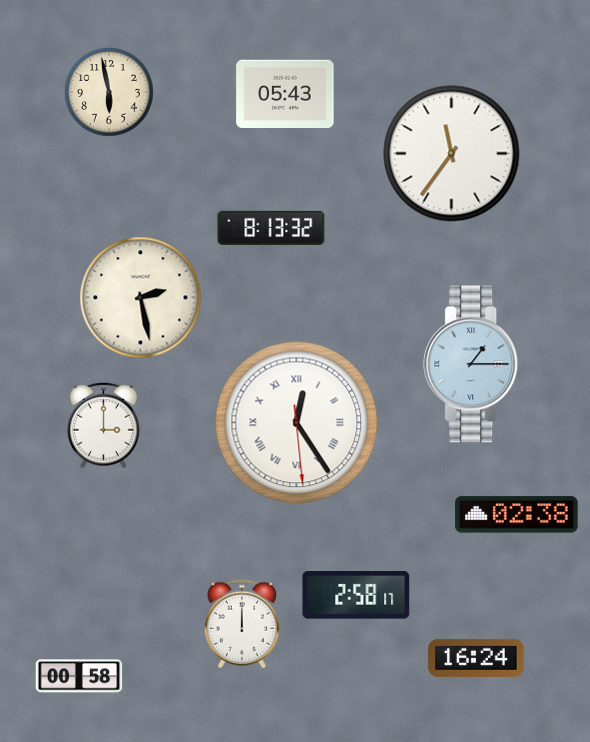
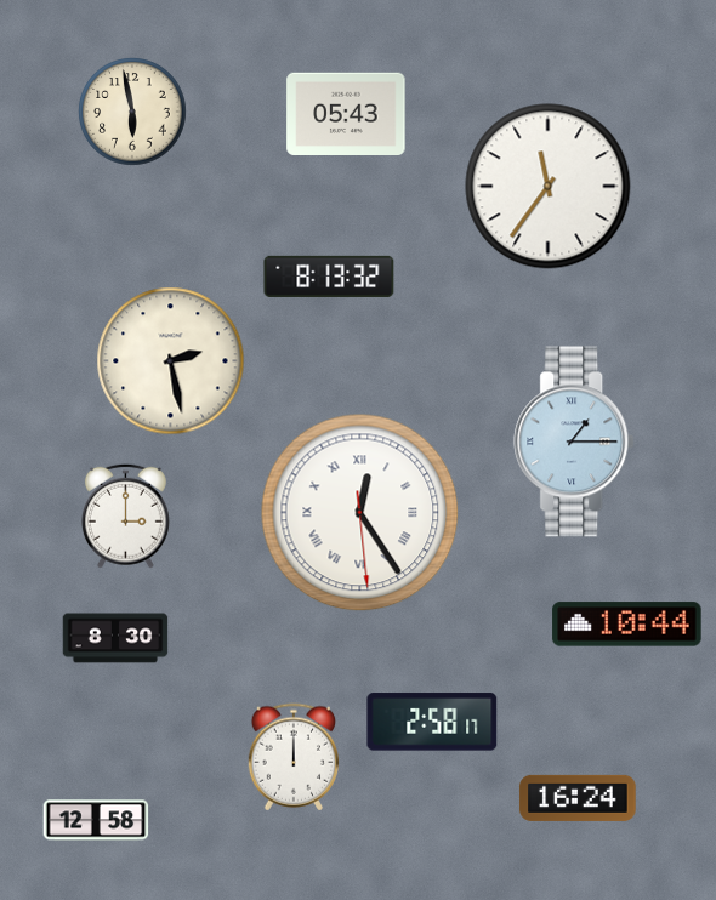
clock at (517, 515): 02:38 -> 10:44
clock at (115, 638): none -> 8:30
clock at (79, 676): 00:58 -> 12:58
